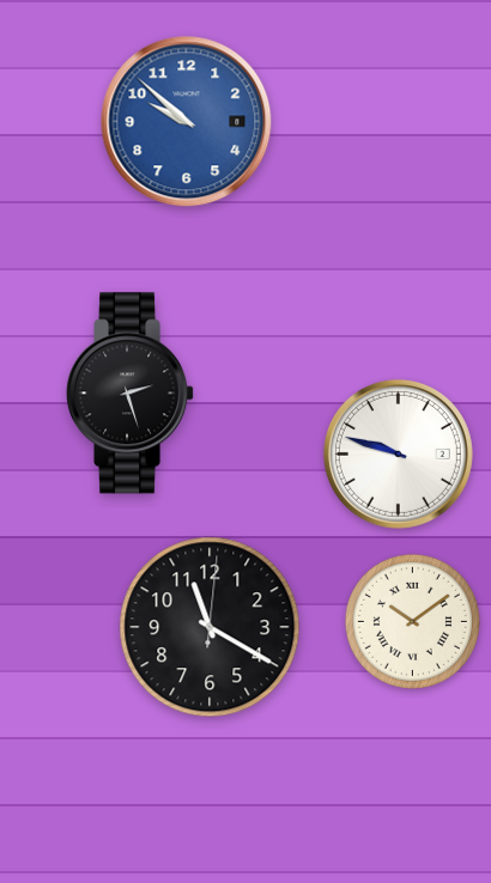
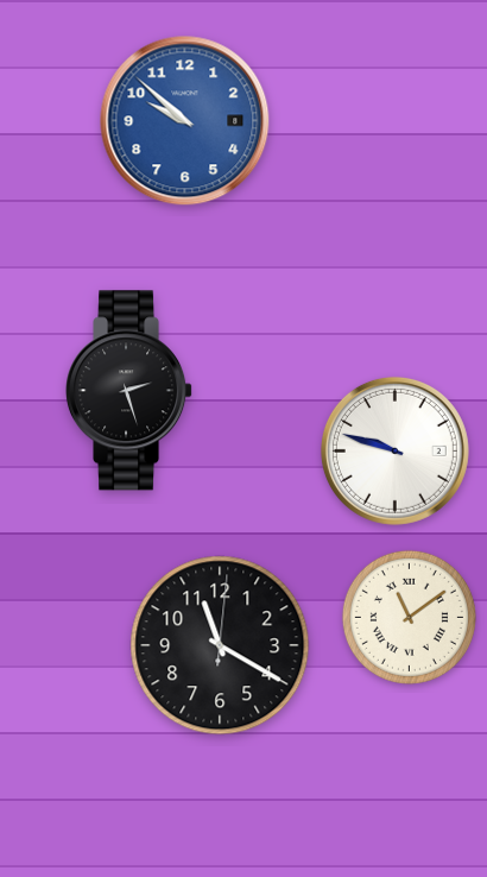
clock at (412, 621): 10:09 -> 11:09
clock at (210, 627) position: (210, 627) -> (220, 645)
